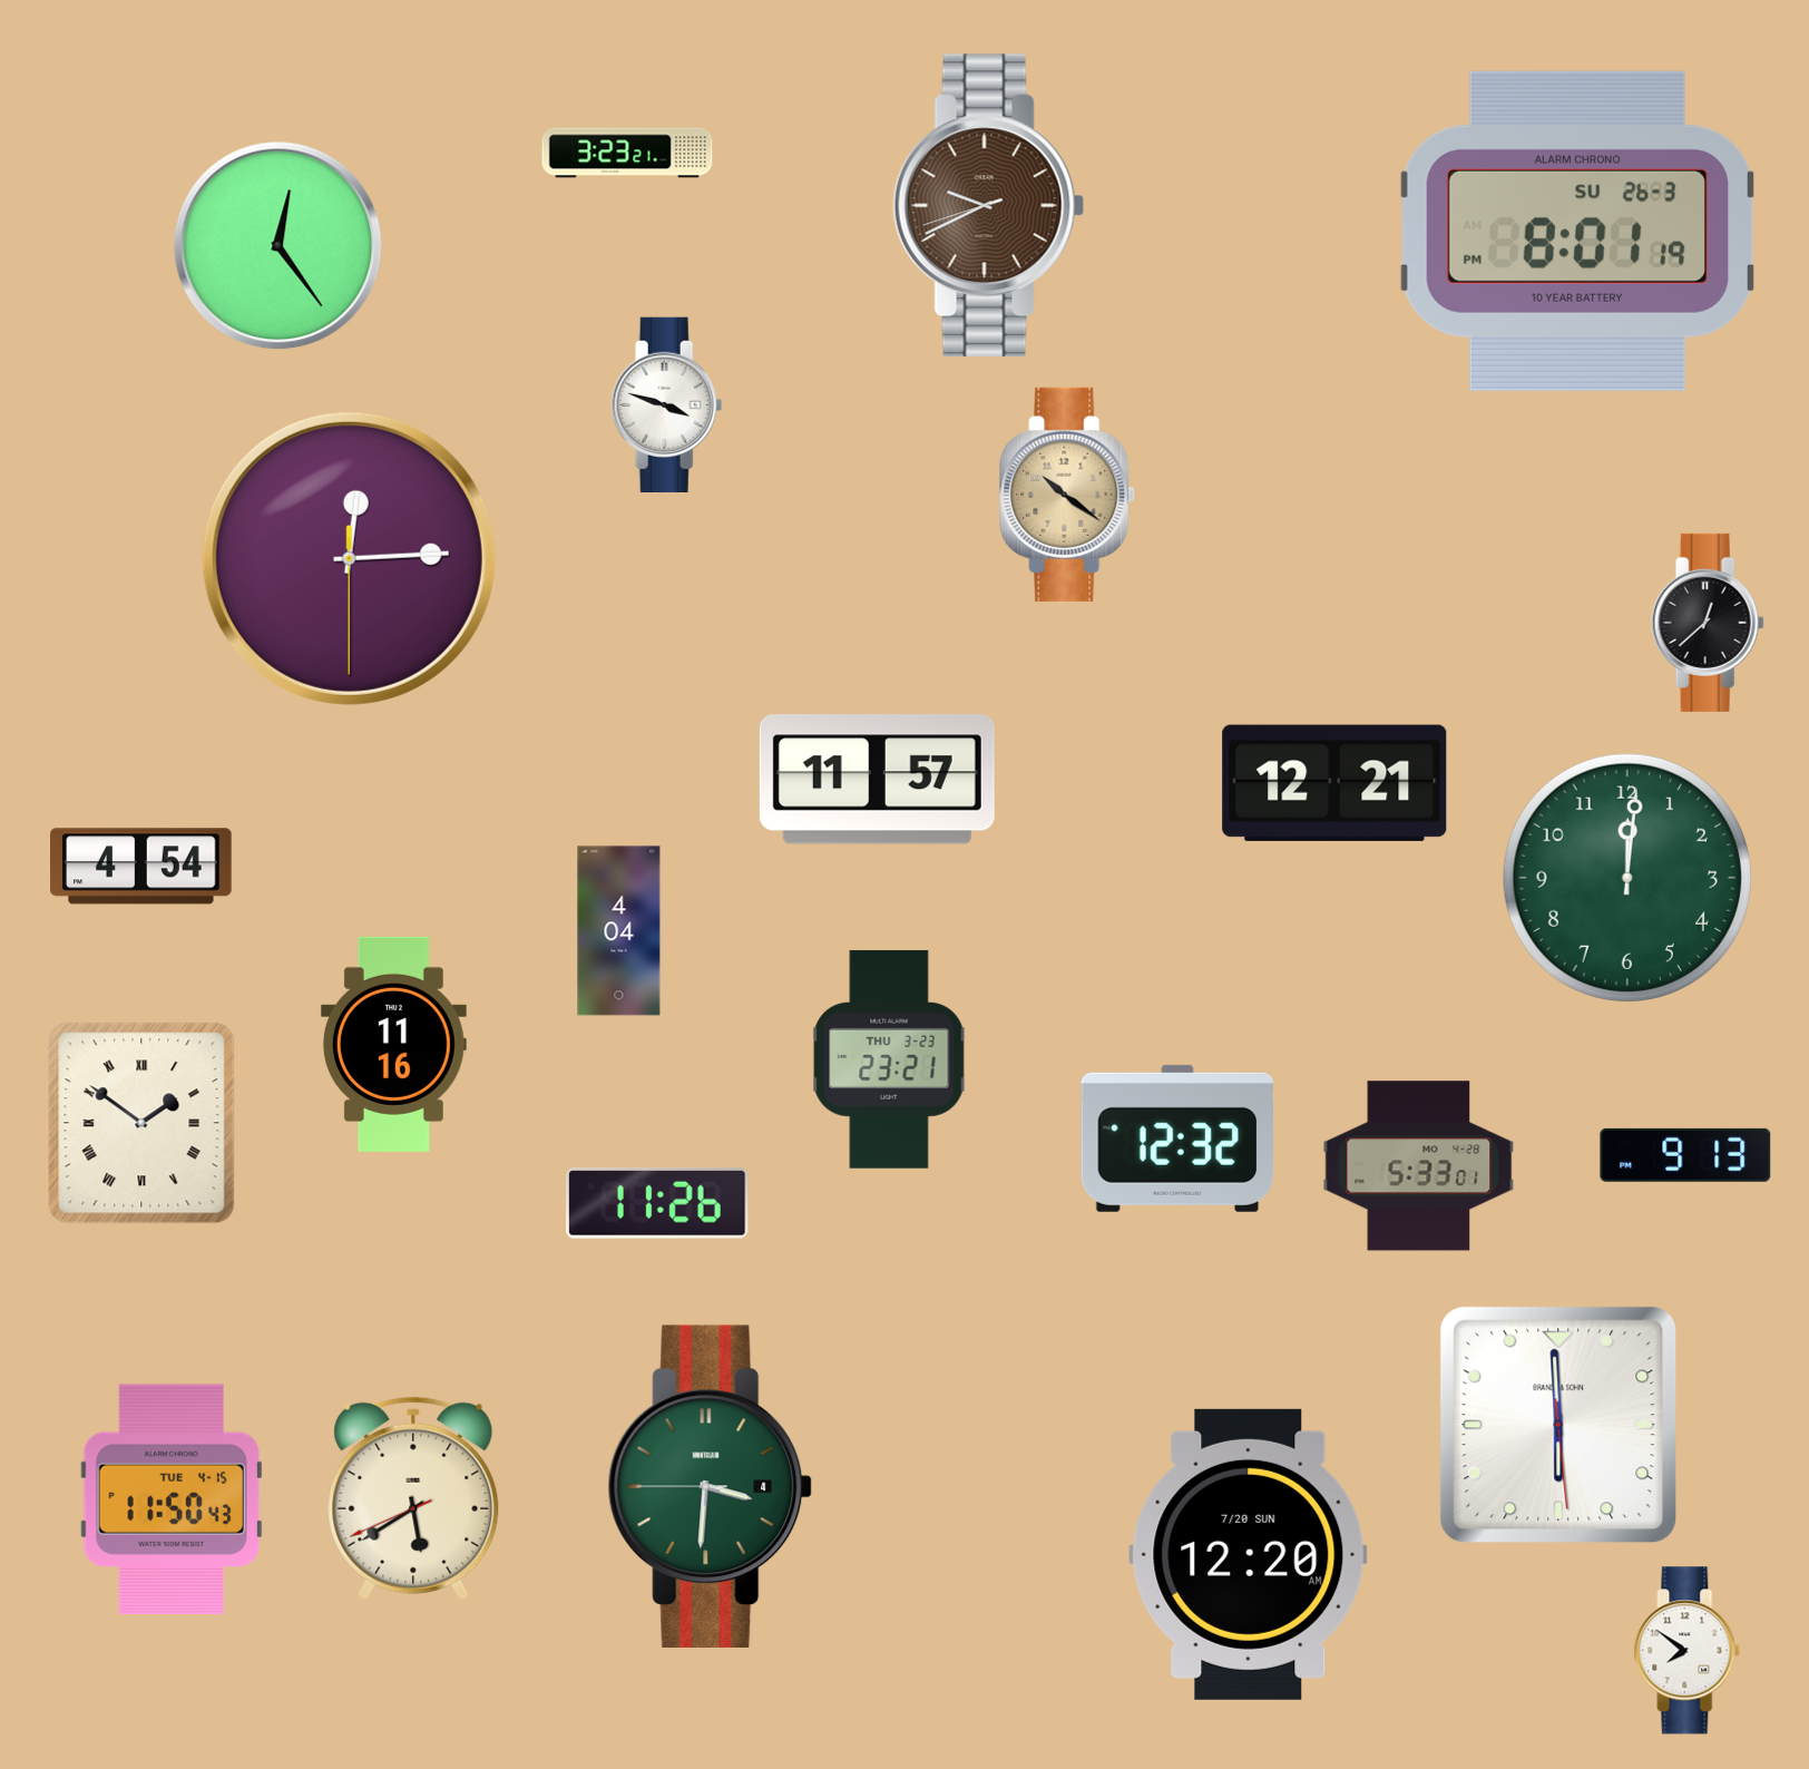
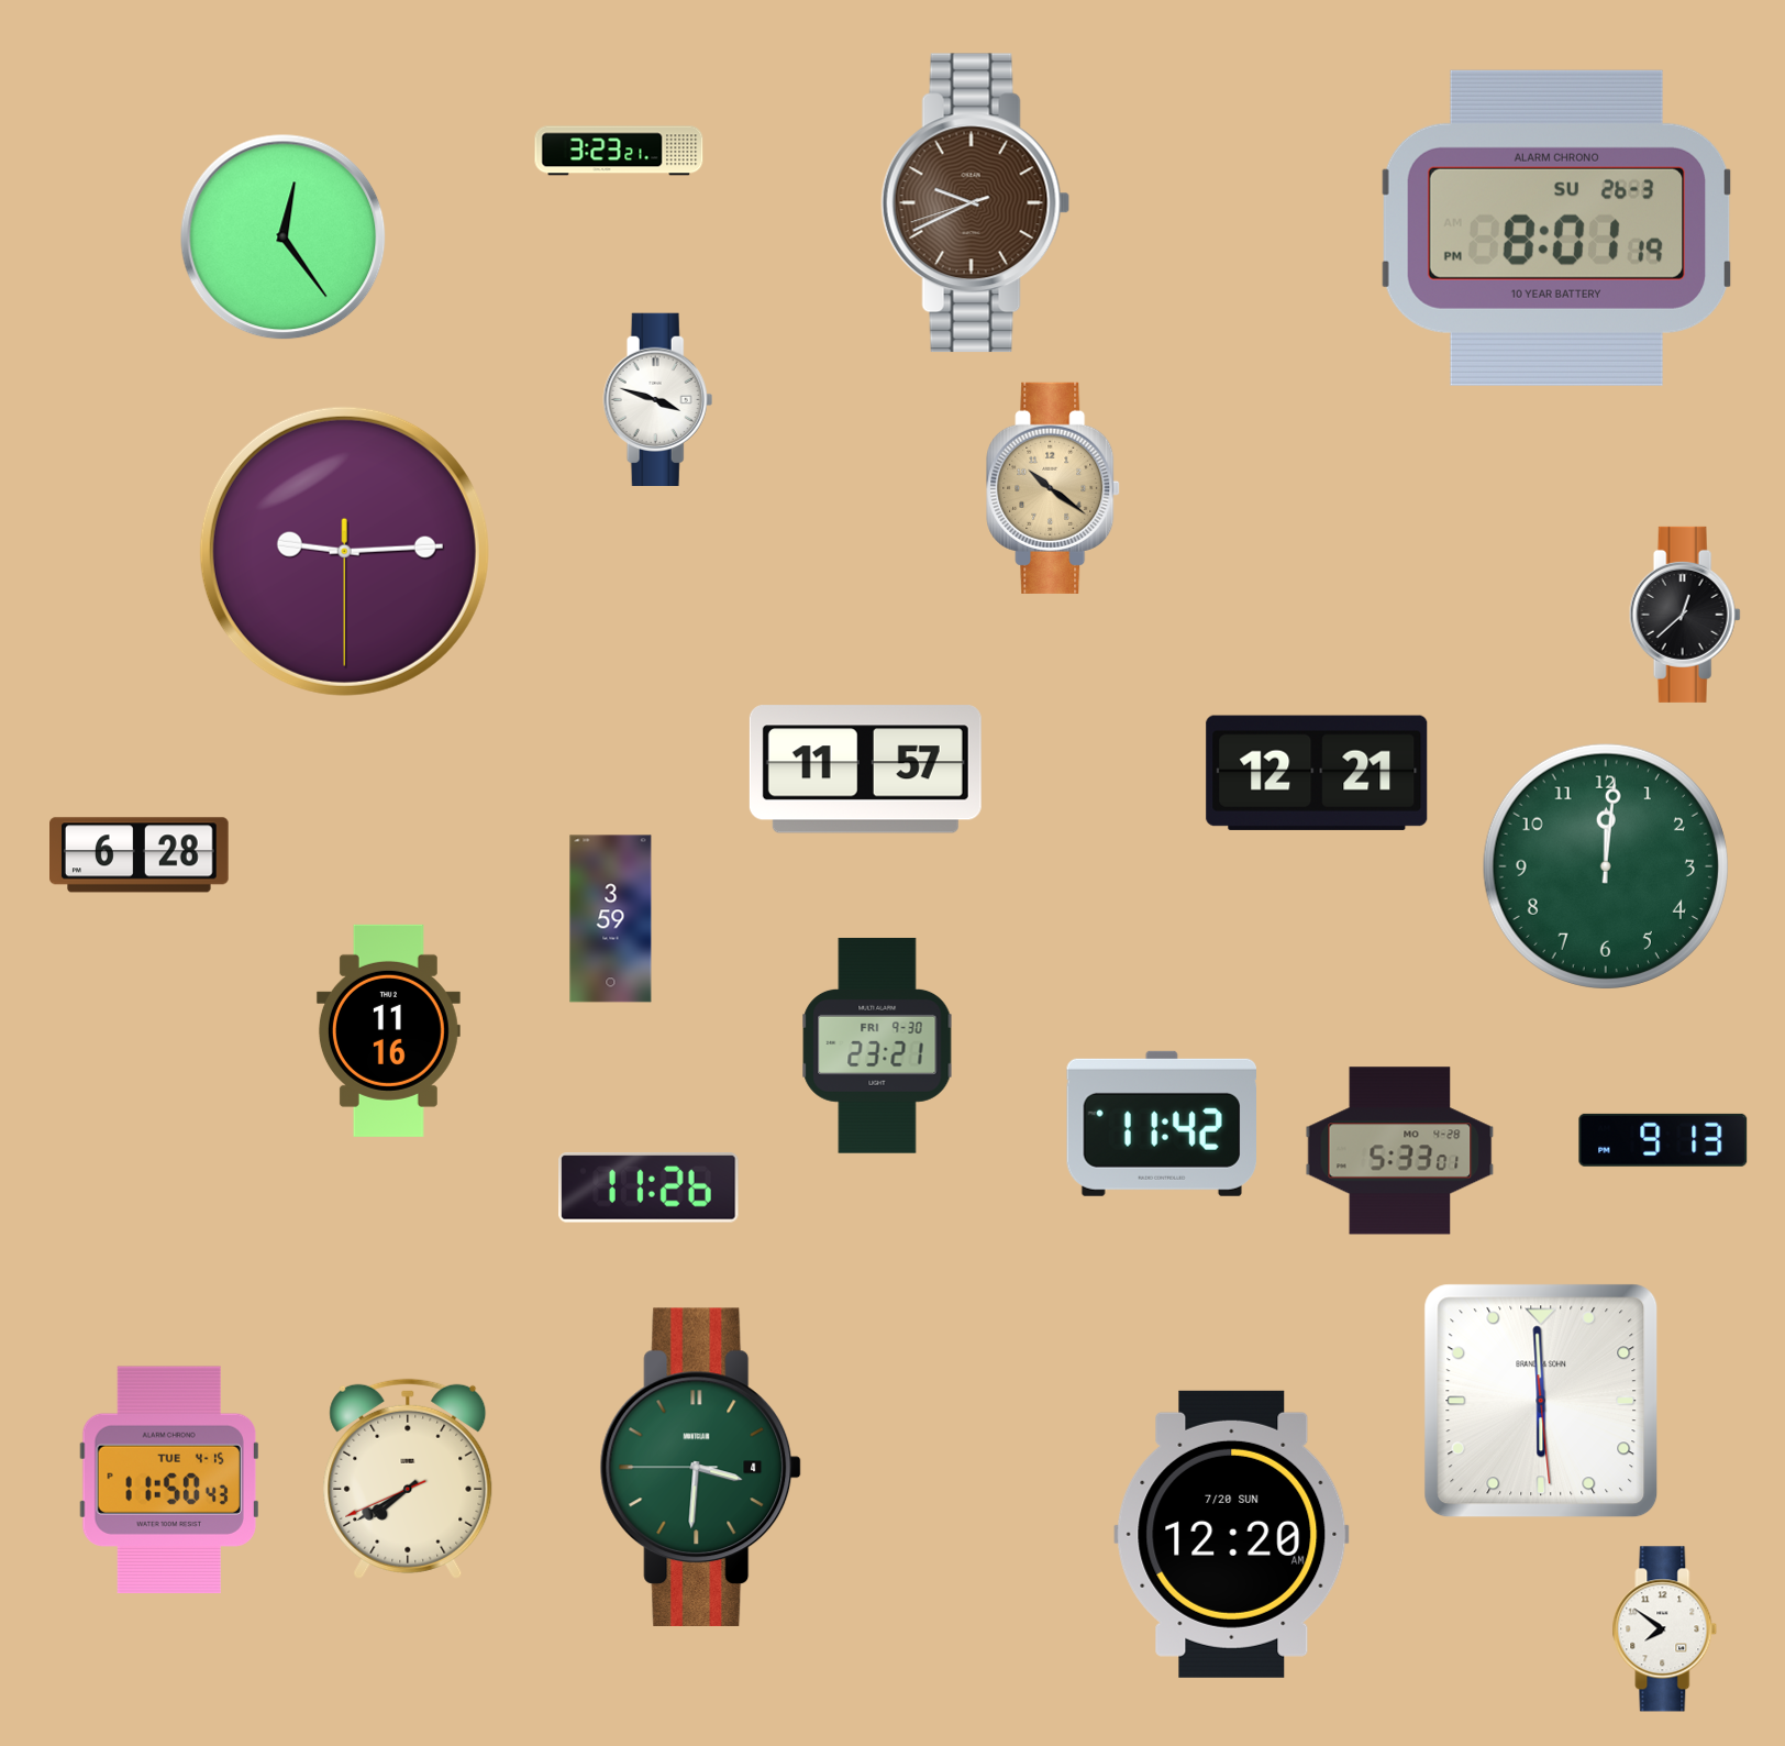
clock at (278, 246) position: (278, 246) -> (284, 237)
clock at (349, 558): 12:14 -> 9:14
clock at (141, 867): 4:54 -> 6:28
clock at (619, 931): 4:04 -> 3:59
clock at (889, 1059) date: THU 3-23 -> FRI 9-30
clock at (141, 1123): 1:51 -> none
clock at (1176, 1138): 12:32 -> 11:42
clock at (1558, 1425) position: (1558, 1425) -> (1541, 1401)
clock at (413, 1498): 5:39 -> 7:39
